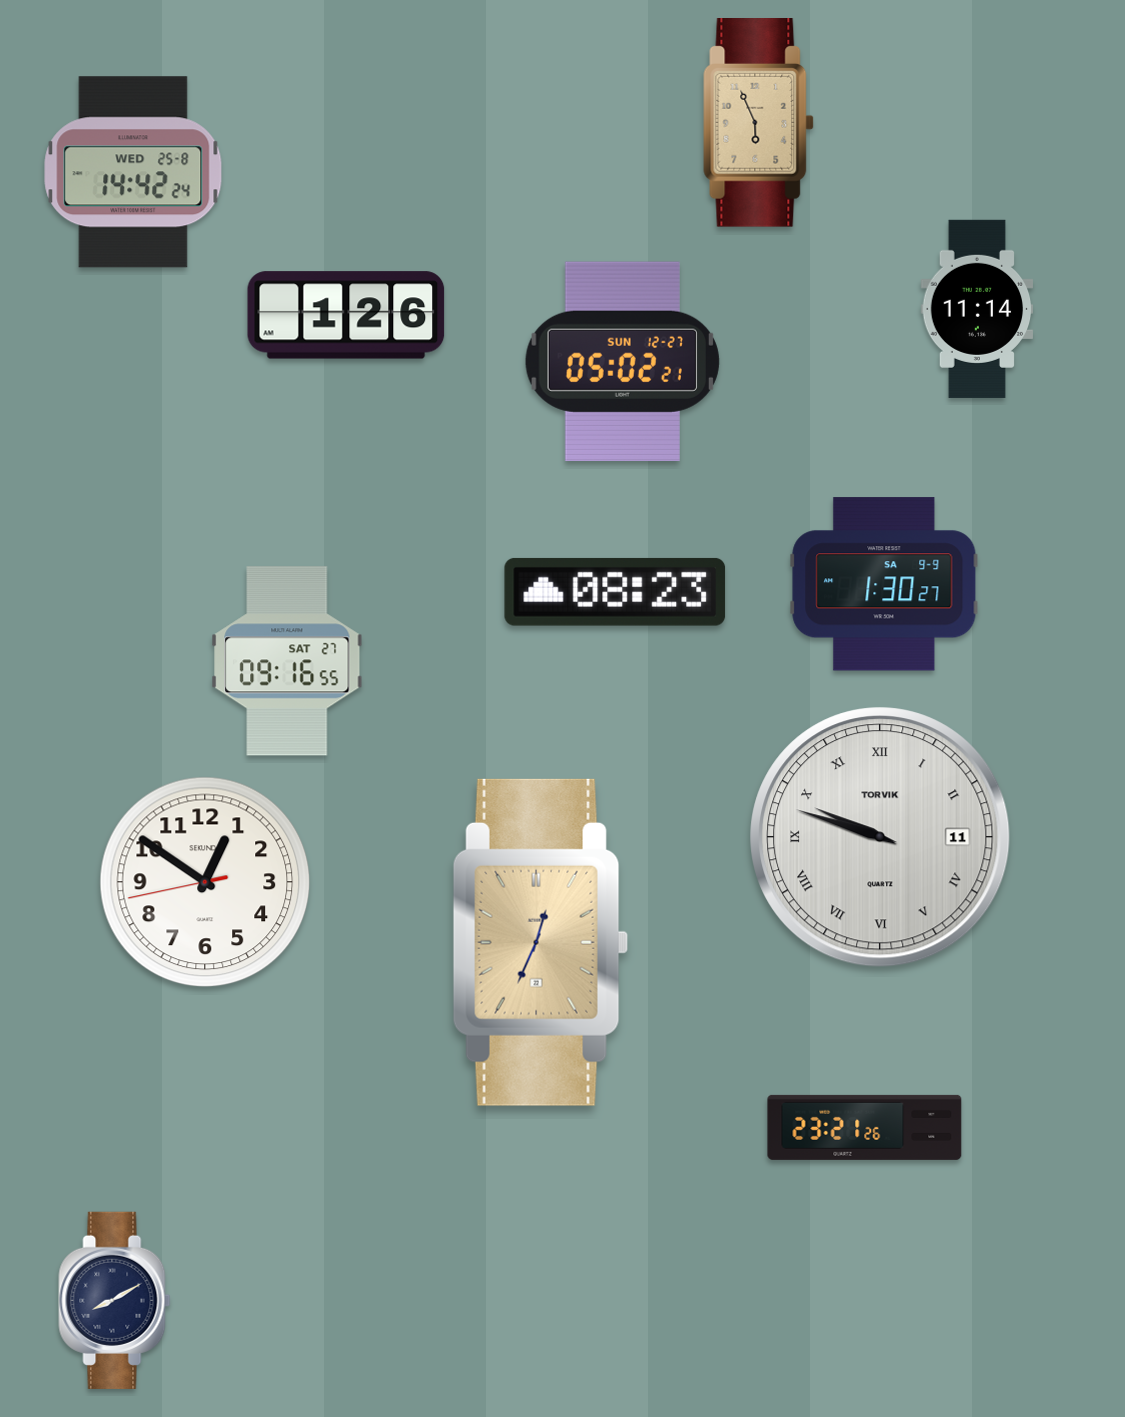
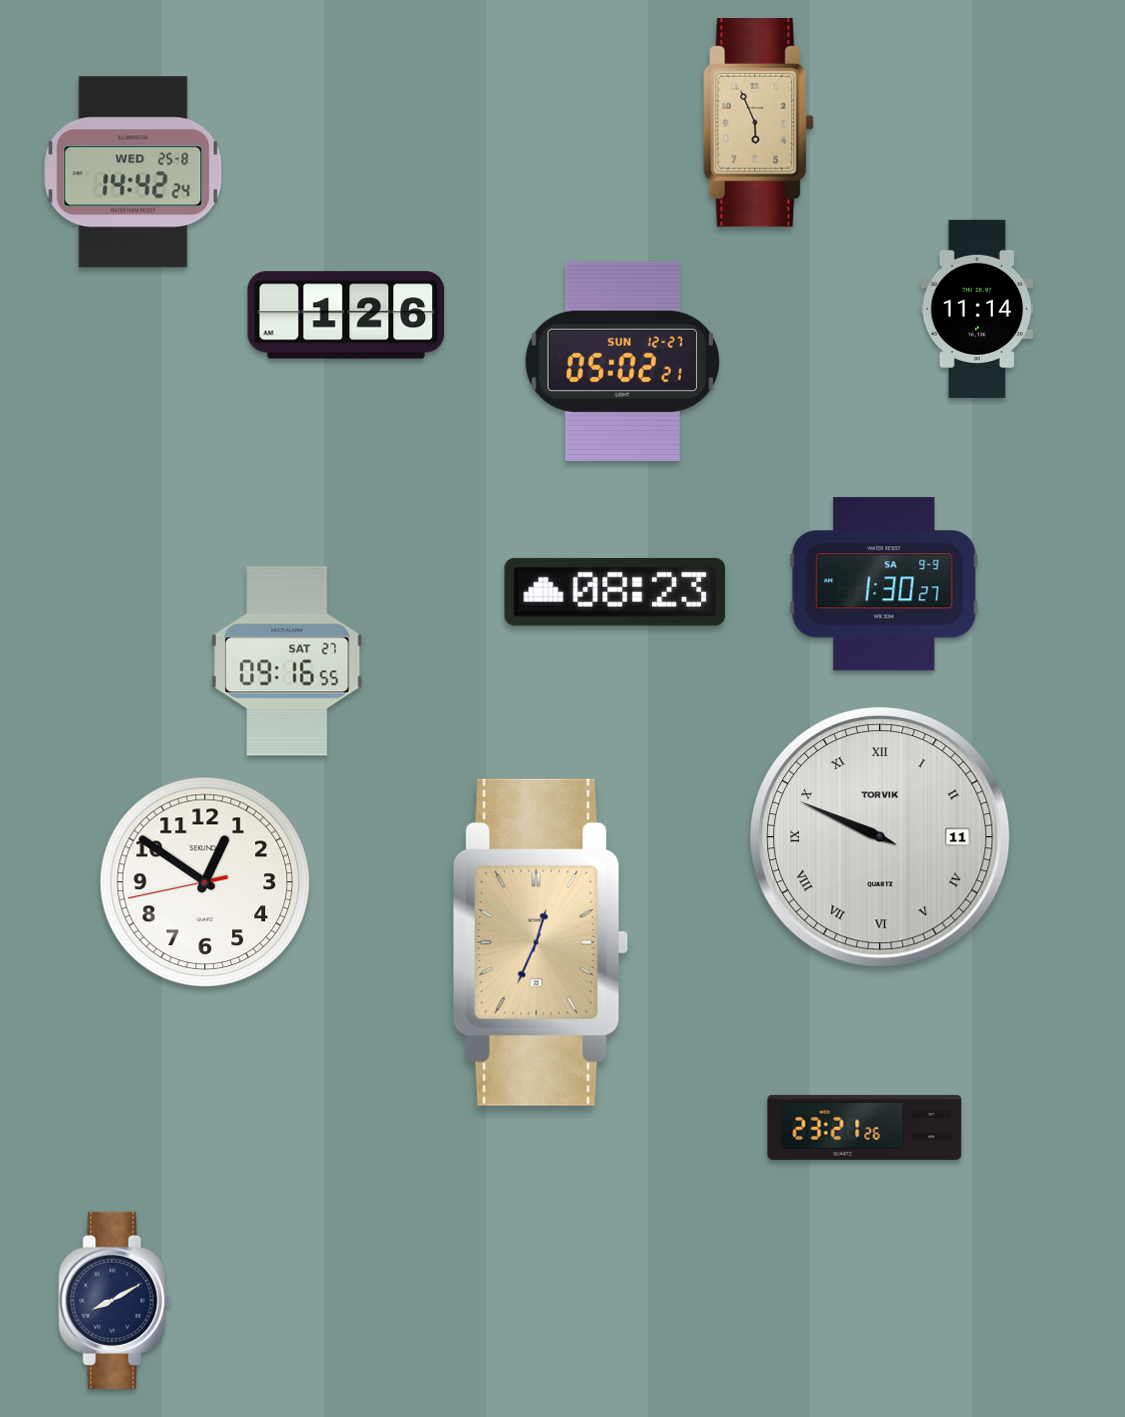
clock at (880, 837): 9:48 -> 9:49
